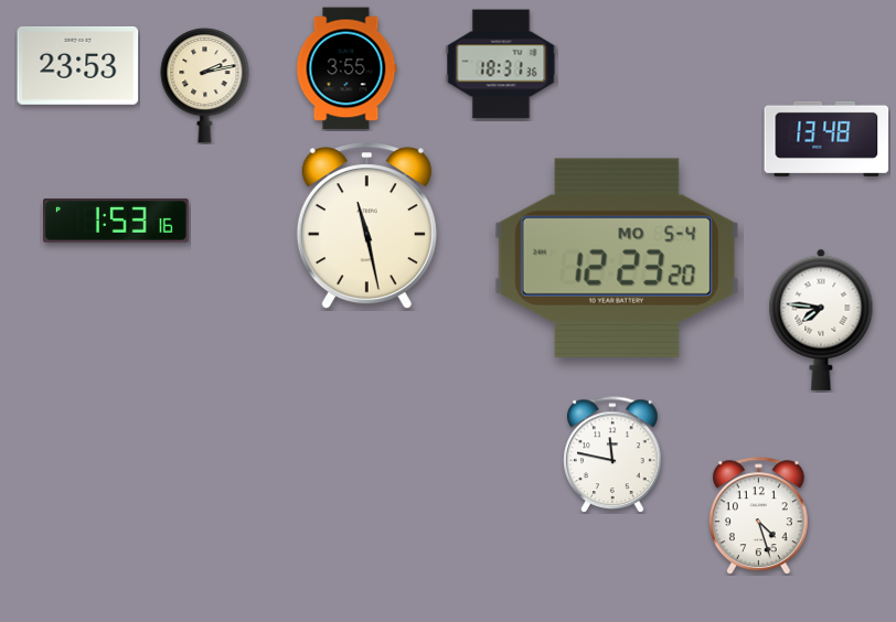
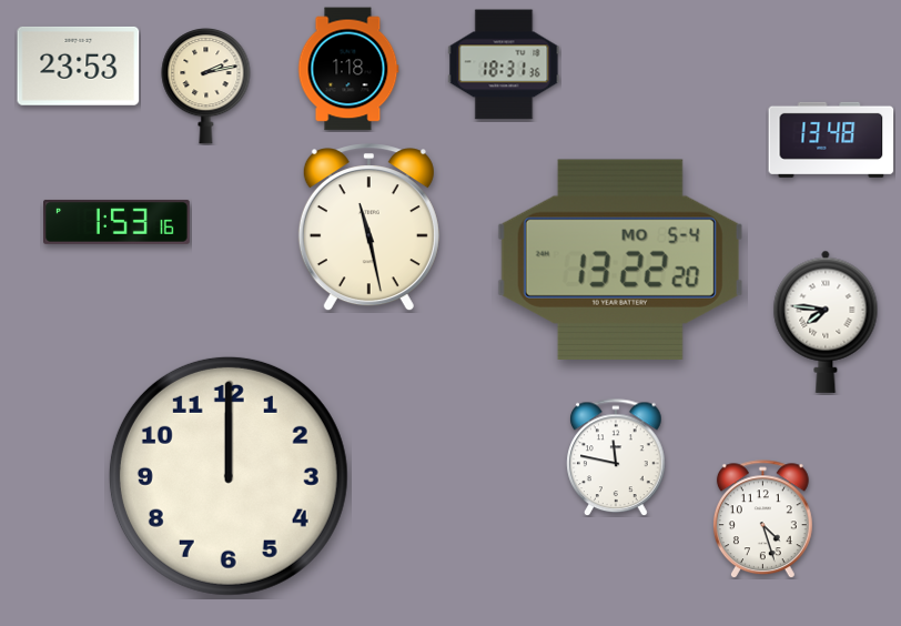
clock at (346, 68): 3:55 -> 1:18
clock at (617, 258): 12:23 -> 13:22
clock at (229, 476): none -> 12:00
